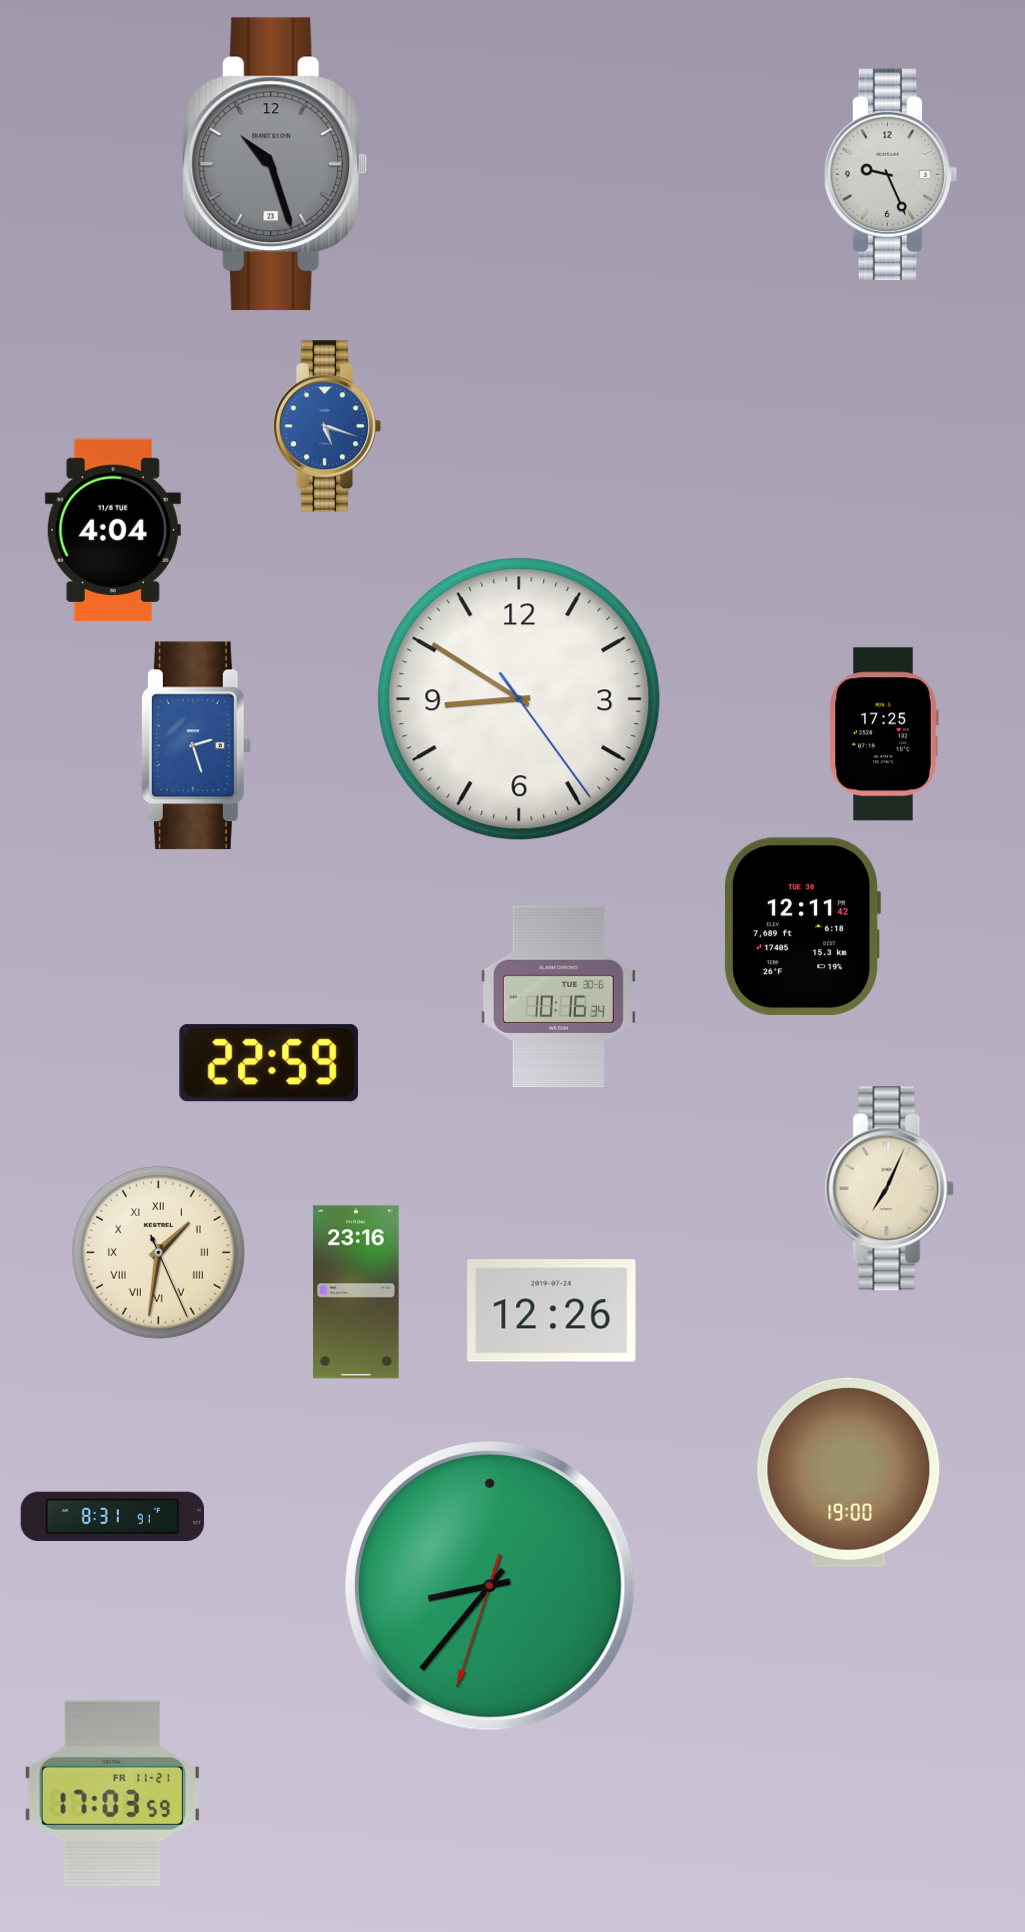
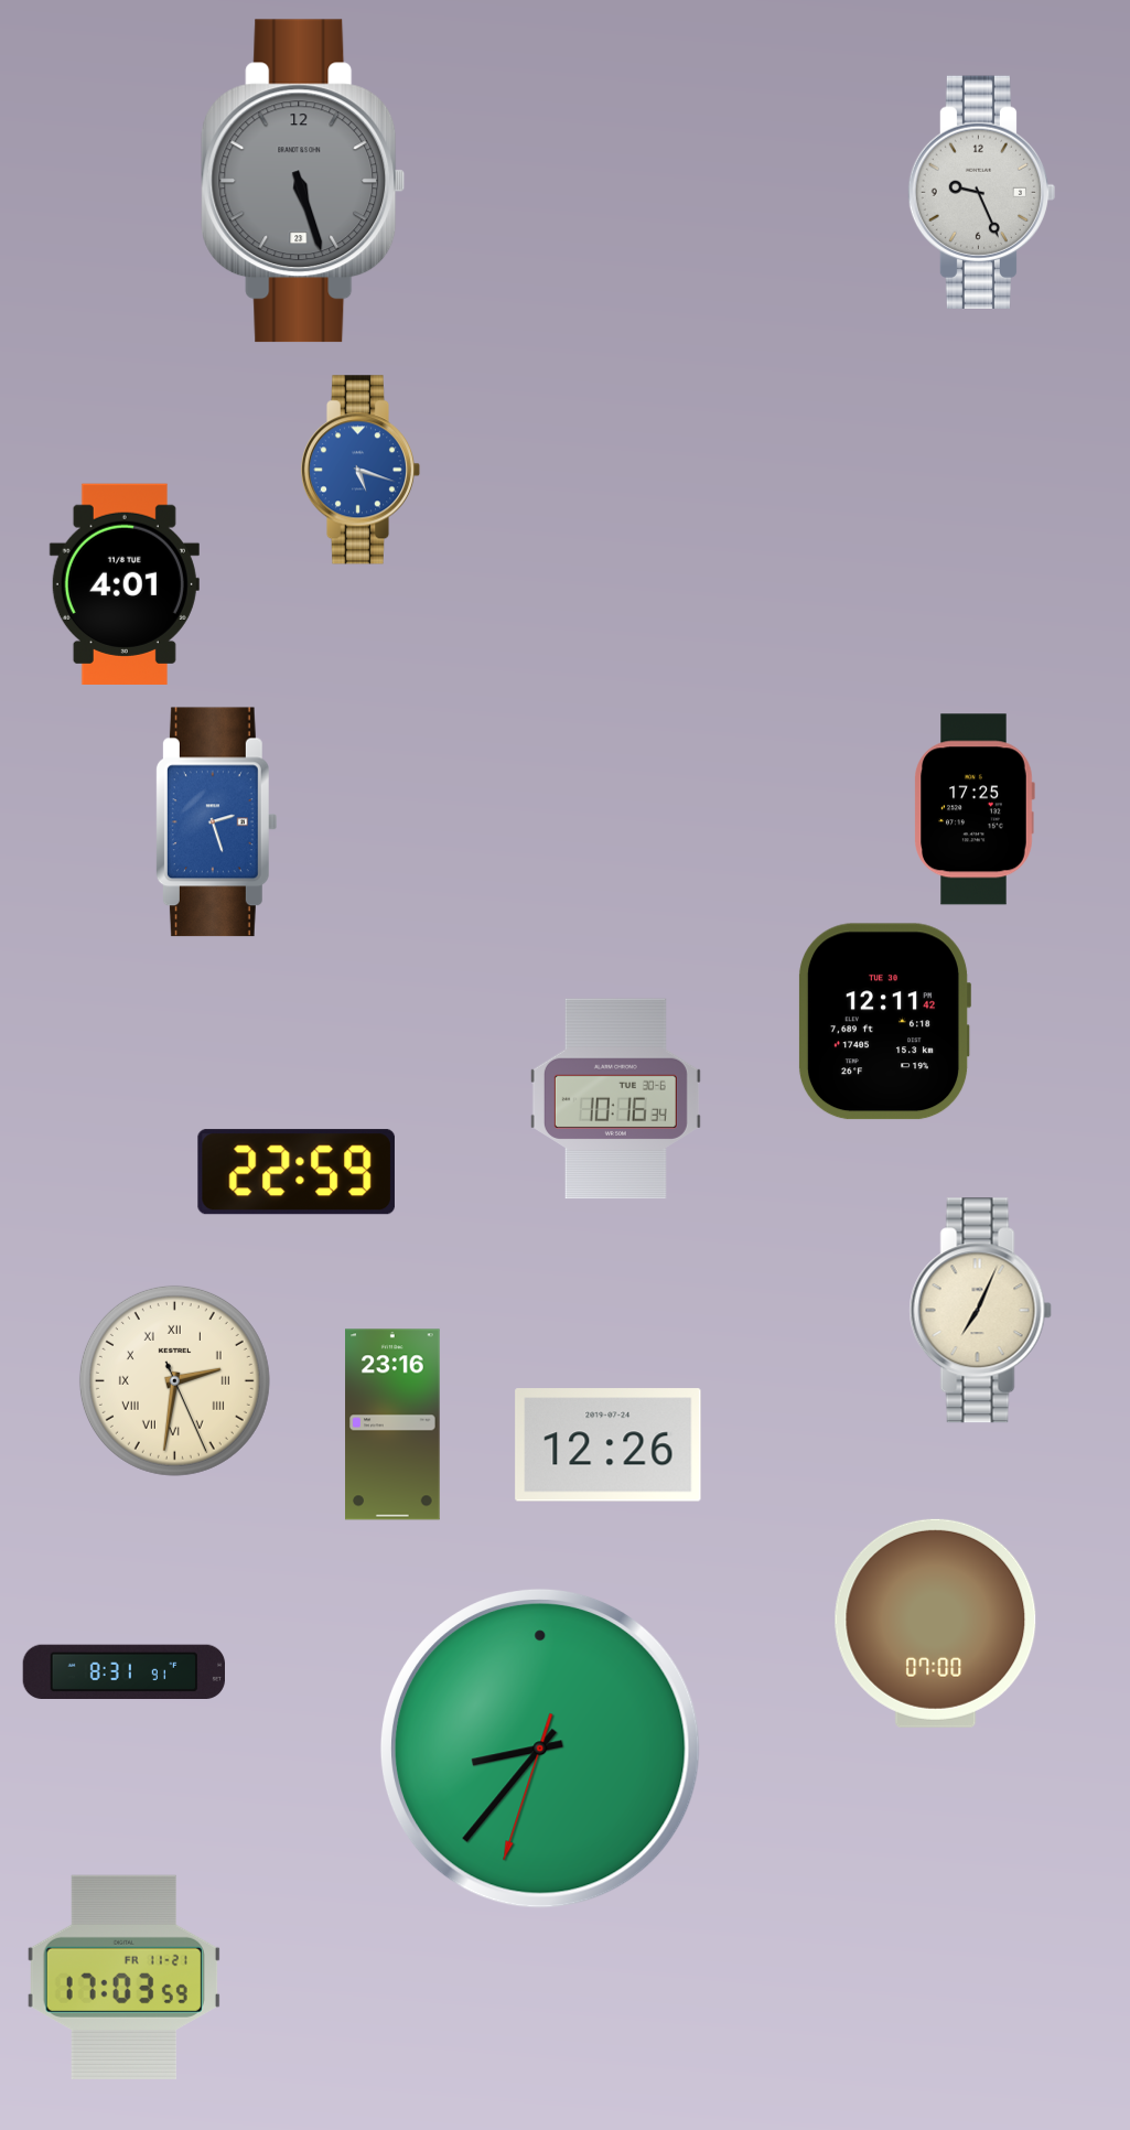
clock at (275, 164): 10:27 -> 5:27
clock at (113, 529): 4:04 -> 4:01
clock at (519, 699): 8:50 -> none
clock at (158, 1252): 1:31 -> 2:31
clock at (849, 1472): 19:00 -> 07:00
